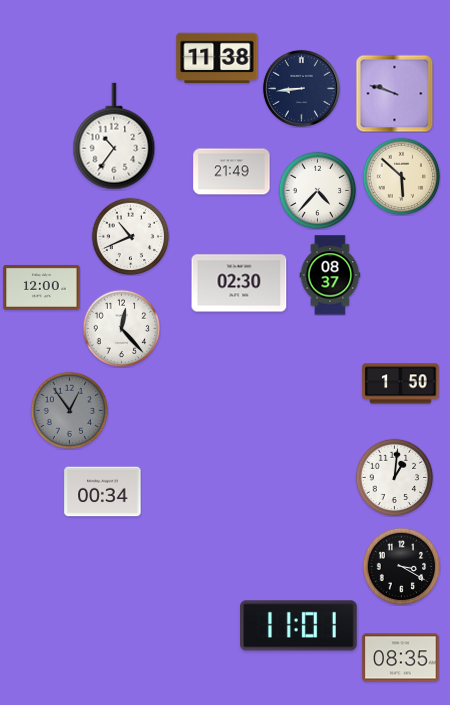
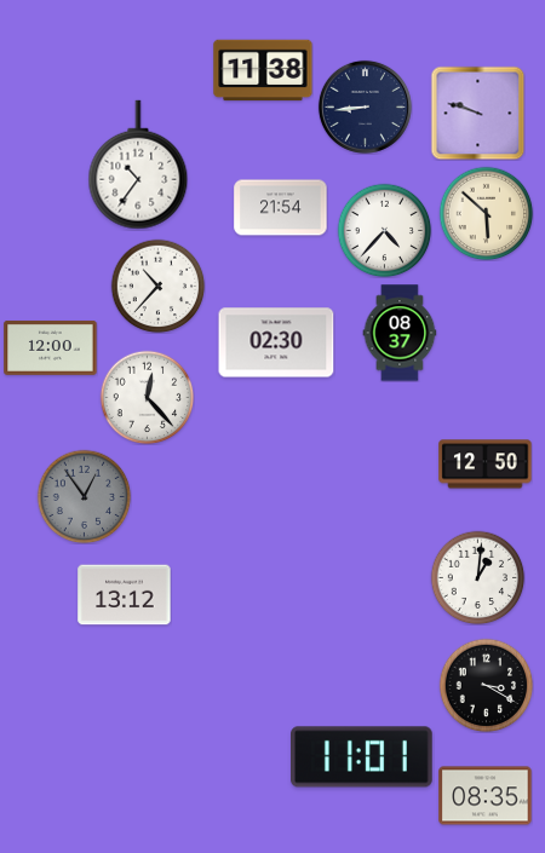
clock at (232, 172): 21:49 -> 21:54
clock at (130, 236): 10:41 -> 10:37
clock at (239, 283) position: (239, 283) -> (276, 342)
clock at (401, 384): 1:50 -> 12:50
clock at (103, 492): 00:34 -> 13:12
